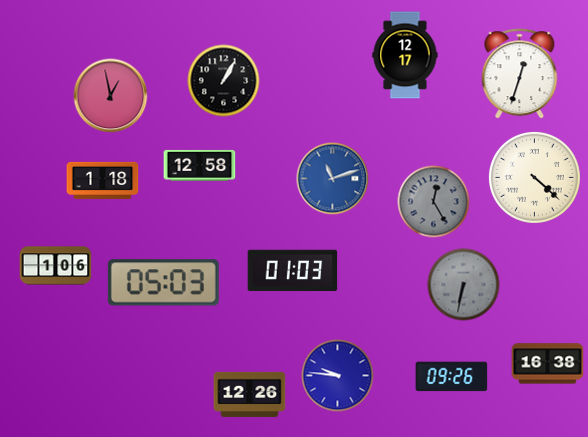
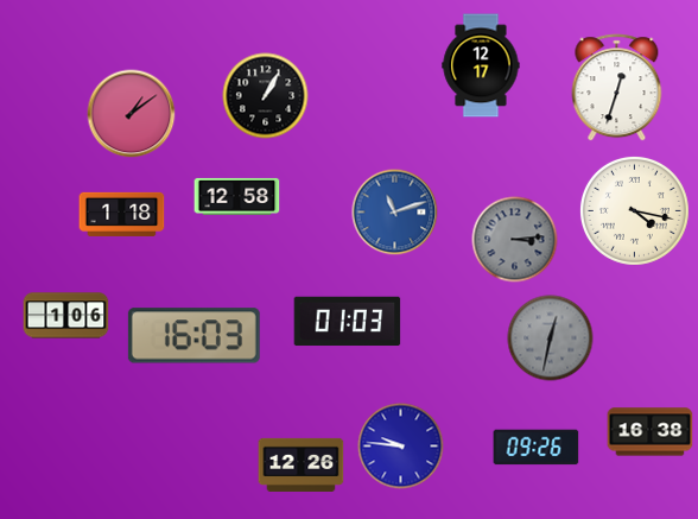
clock at (111, 96): 12:58 -> 1:09
clock at (534, 177): 4:22 -> 4:17
clock at (434, 202): 12:25 -> 3:14
clock at (163, 283): 05:03 -> 16:03
clock at (464, 285): 6:32 -> 12:32
clock at (250, 394) position: (250, 394) -> (302, 464)
